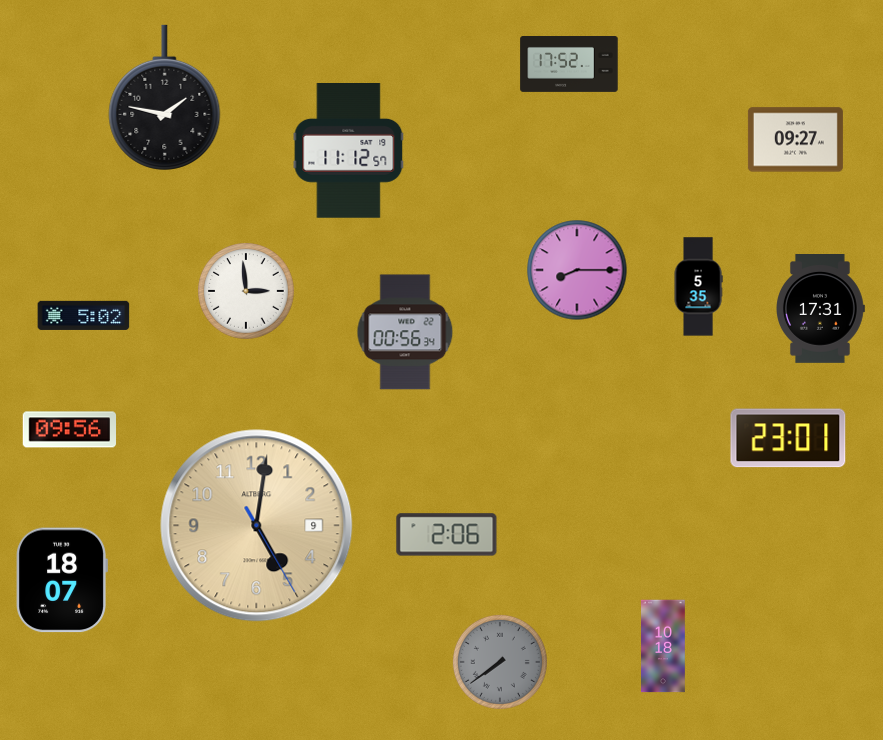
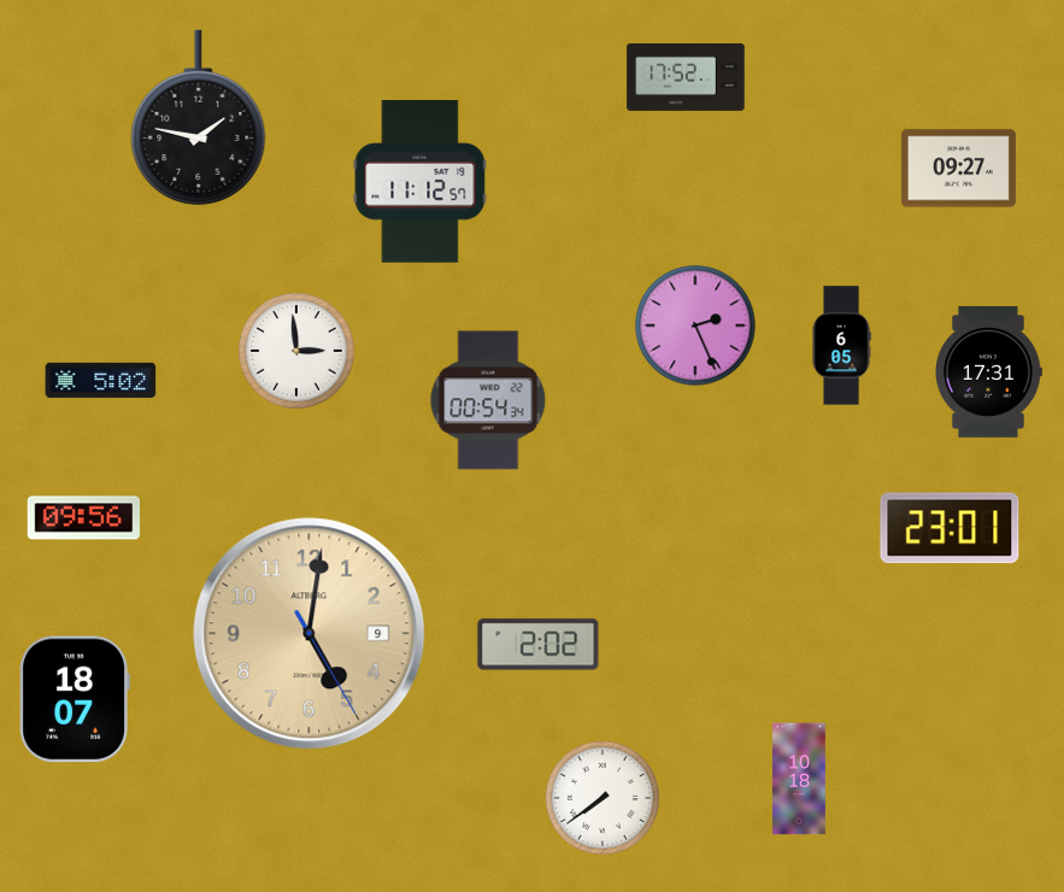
clock at (577, 270): 8:15 -> 2:26
clock at (698, 287): 5:35 -> 6:05
clock at (405, 332): 00:56 -> 00:54
clock at (447, 535): 2:06 -> 2:02
clock at (500, 662) dial: grey -> white
